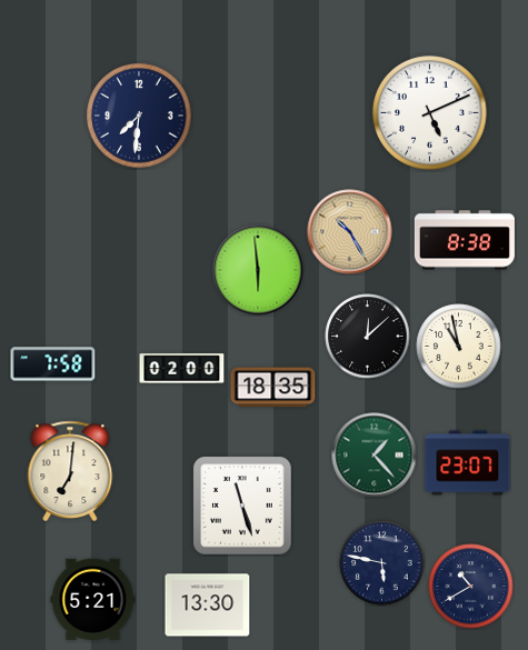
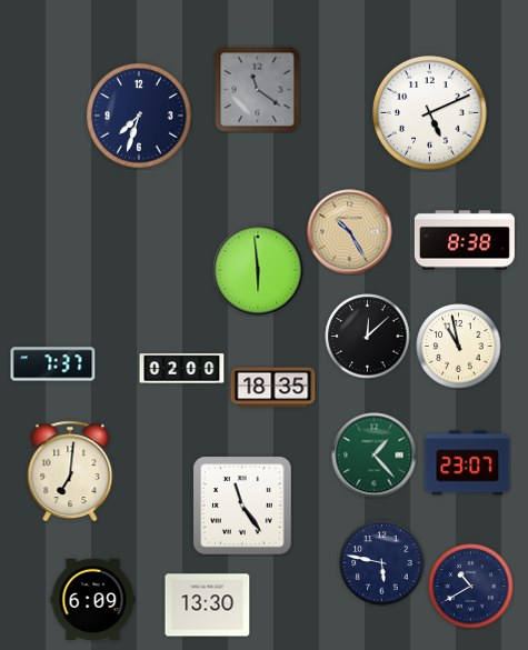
clock at (258, 90): none -> 11:21
clock at (139, 116): 7:31 -> 7:33
clock at (53, 364): 7:58 -> 7:37
clock at (243, 507): 11:27 -> 11:24
clock at (93, 600): 5:21 -> 6:09
